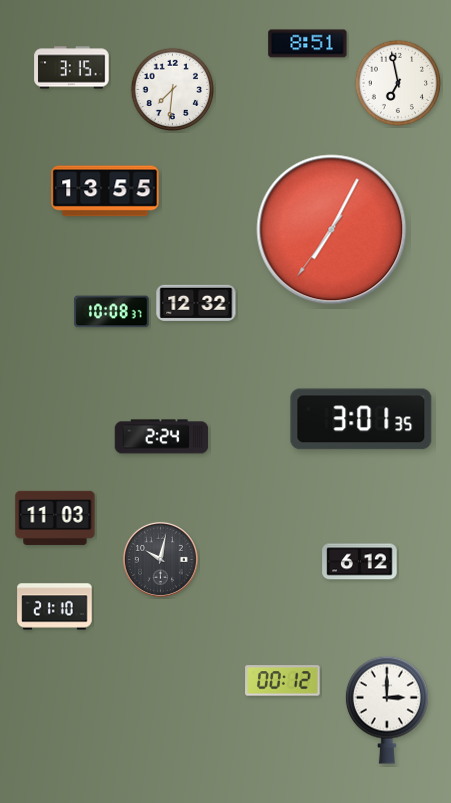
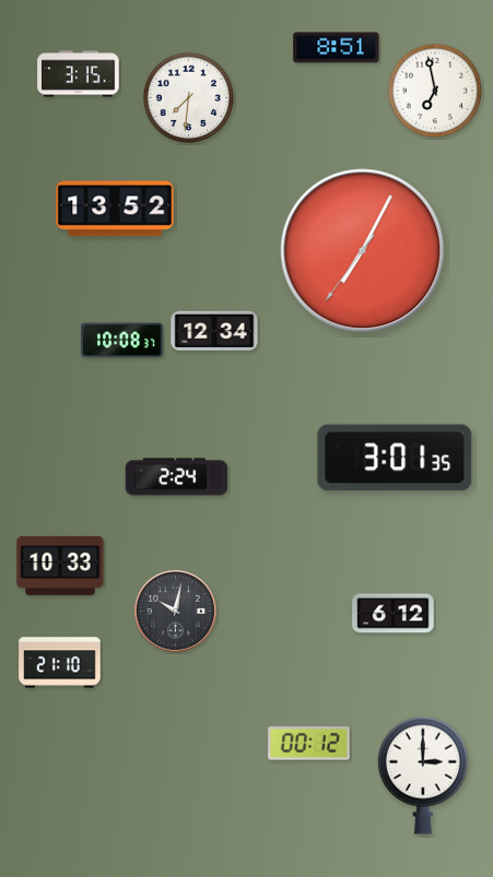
clock at (105, 191): 13:55 -> 13:52
clock at (196, 302): 12:32 -> 12:34
clock at (55, 518): 11:03 -> 10:33
